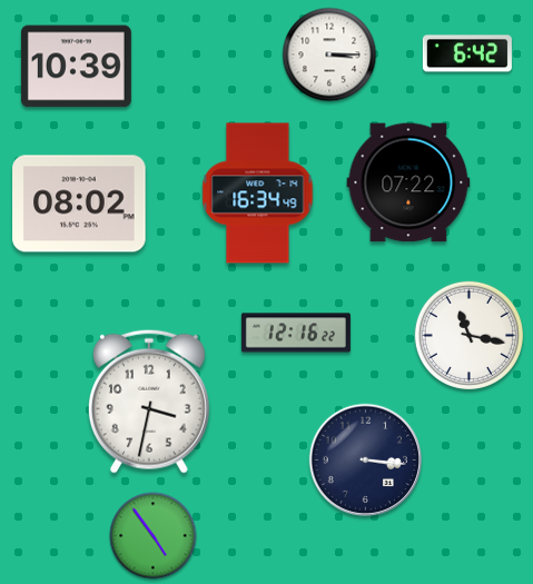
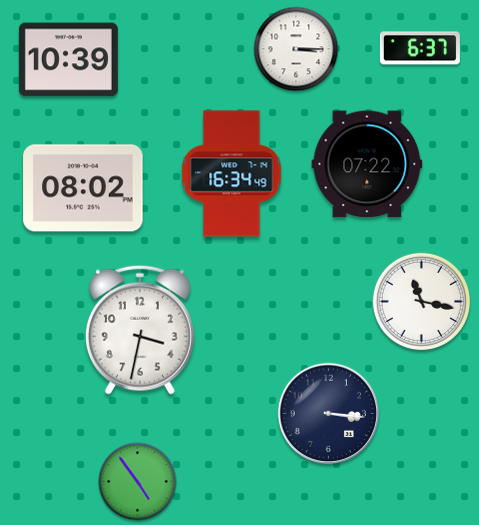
clock at (467, 53): 6:42 -> 6:37
clock at (79, 204) position: (79, 204) -> (83, 188)
clock at (296, 333): 12:16 -> none
clock at (149, 402) position: (149, 402) -> (140, 330)
